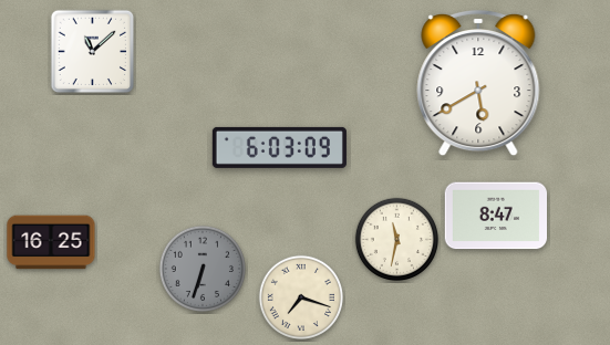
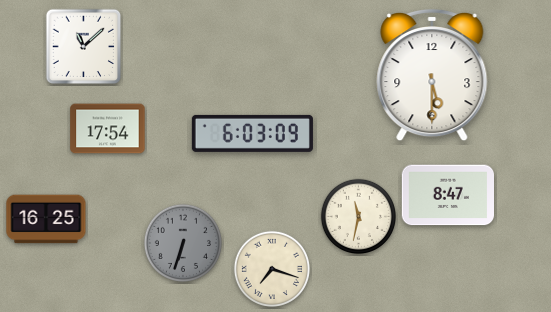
clock at (478, 83): 5:40 -> 5:30
clock at (108, 129): none -> 17:54
